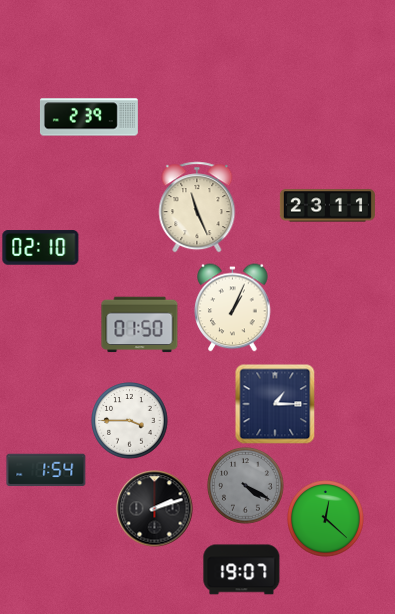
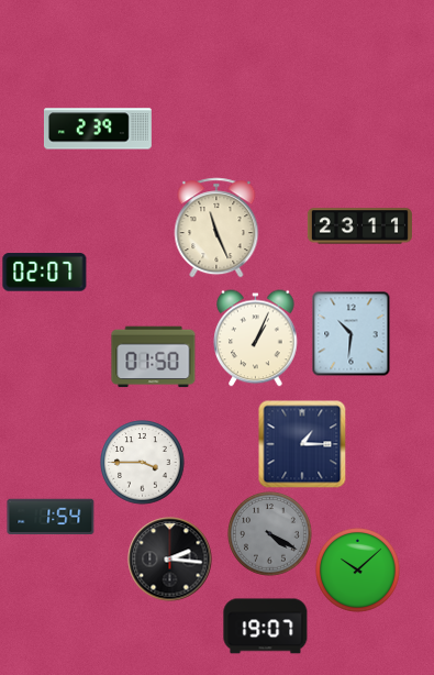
clock at (41, 248): 02:10 -> 02:07
clock at (352, 334): none -> 10:31
clock at (155, 509): 2:12 -> 2:16
clock at (326, 519): 12:22 -> 10:08
